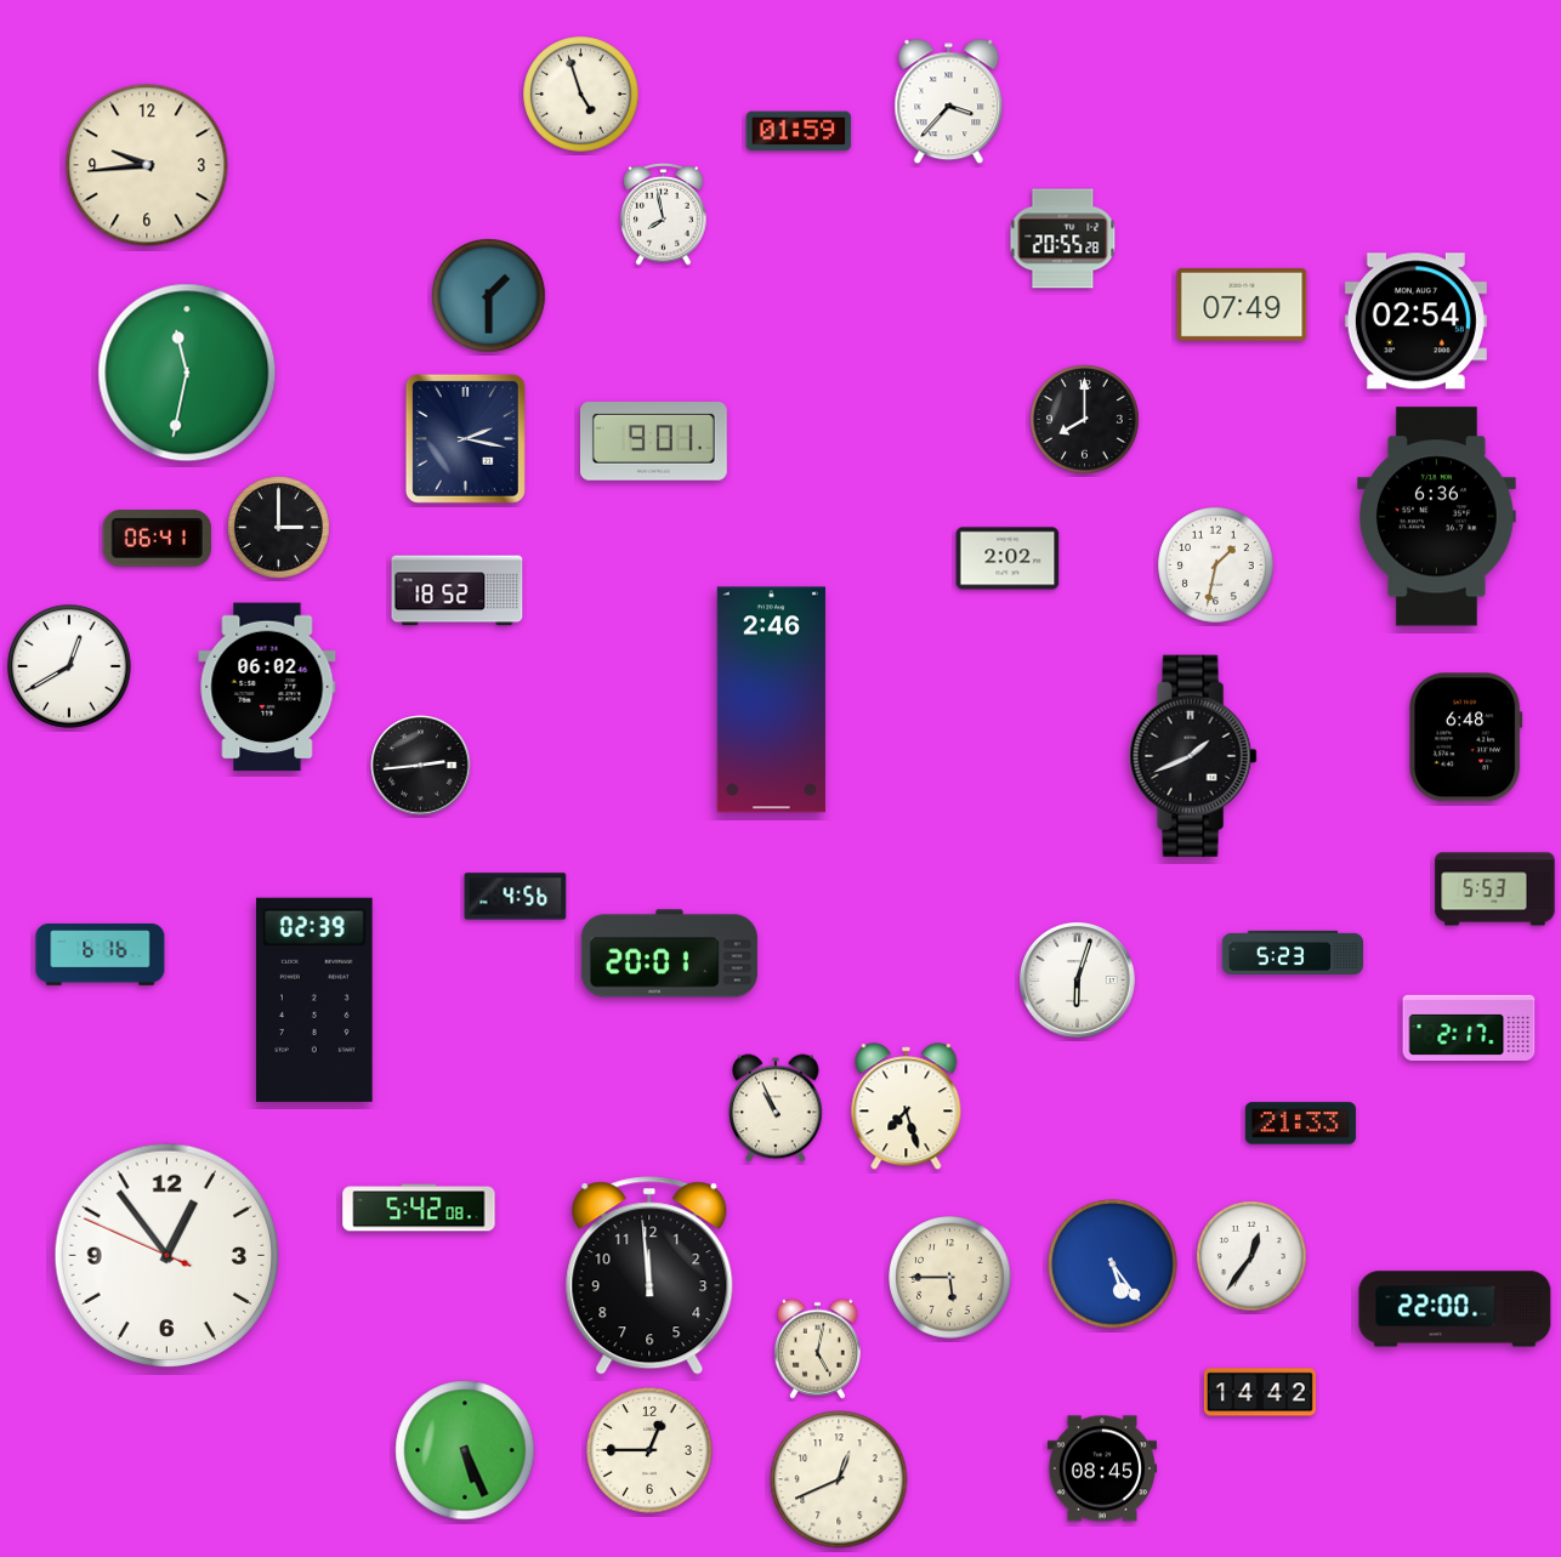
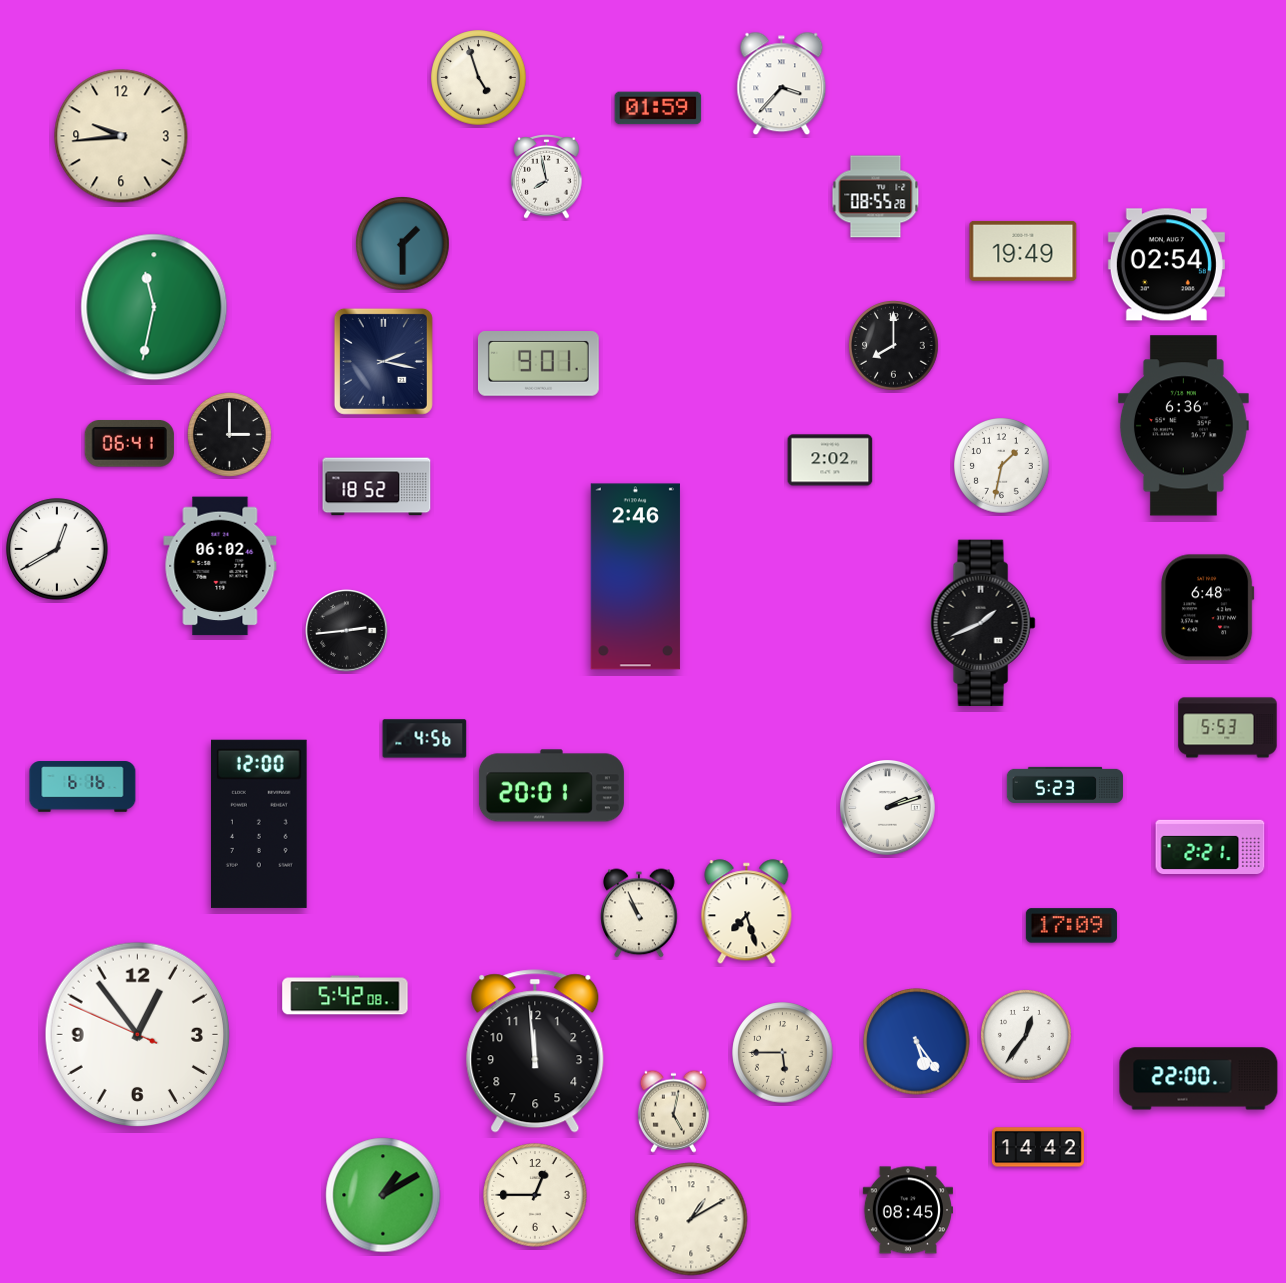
clock at (1063, 239): 20:55 -> 08:55
clock at (1242, 305): 07:49 -> 19:49
clock at (1495, 890) position: (1495, 890) -> (1228, 728)
clock at (1078, 981): 6:03 -> 2:12
clock at (314, 1000): 02:39 -> 12:00
clock at (1469, 1027): 2:17 -> 2:21
clock at (1300, 1124): 21:33 -> 17:09
clock at (1251, 1256) position: (1251, 1256) -> (1026, 1035)
clock at (465, 1450): 5:26 -> 1:10
clock at (839, 1479): 12:41 -> 1:10
